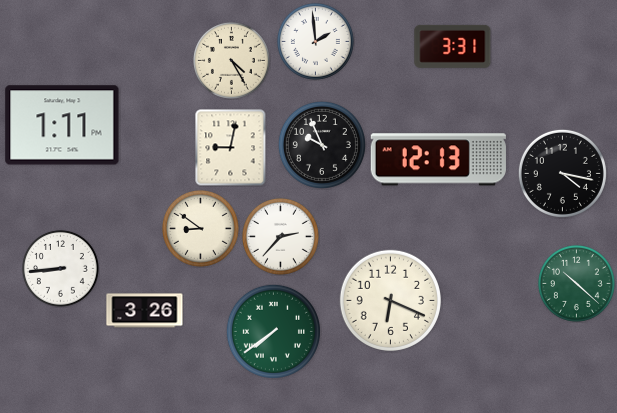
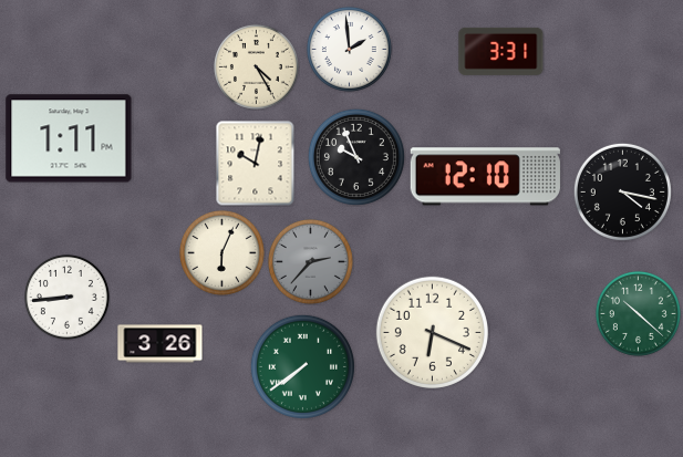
clock at (315, 41) position: (315, 41) -> (349, 49)
clock at (322, 145) position: (322, 145) -> (356, 157)
clock at (231, 147): 9:02 -> 10:02
clock at (438, 160): 12:13 -> 12:10
clock at (200, 228): 8:51 -> 6:04
clock at (280, 236) dial: white -> grey
